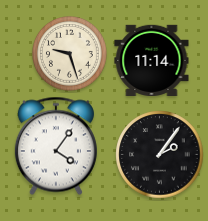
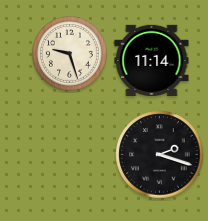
clock at (56, 146): 4:06 -> none
clock at (160, 155): 2:06 -> 2:18
